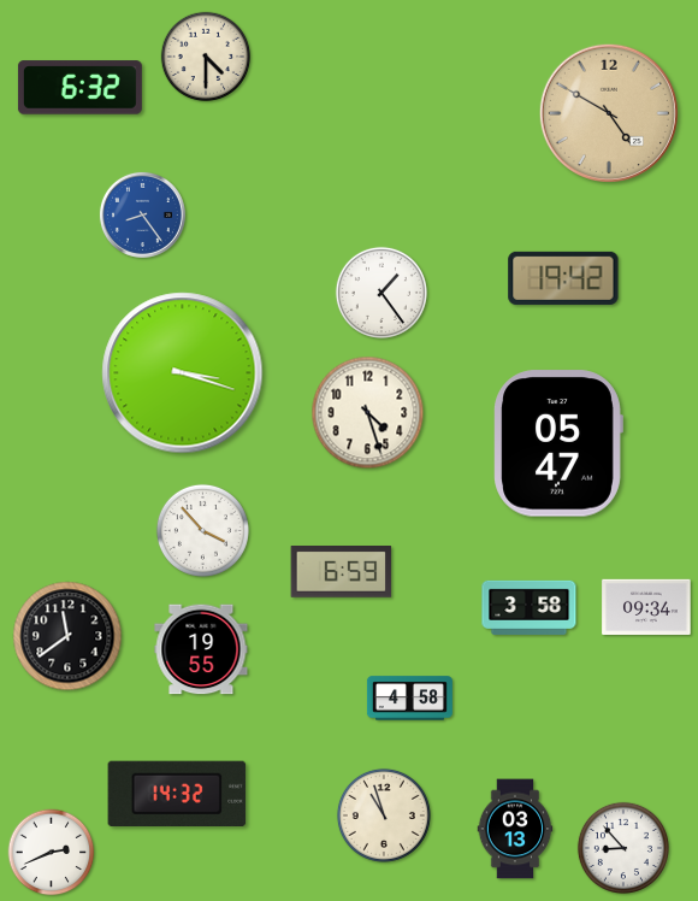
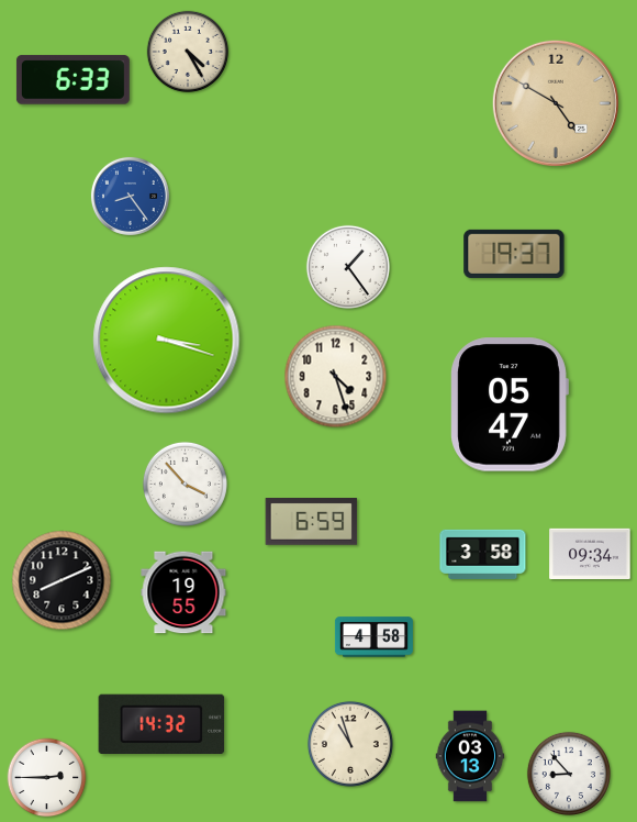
clock at (206, 57): 4:30 -> 4:25
clock at (79, 88): 6:32 -> 6:33
clock at (563, 278): 19:42 -> 19:37
clock at (67, 636): 11:39 -> 8:11
clock at (52, 853): 2:41 -> 2:45
